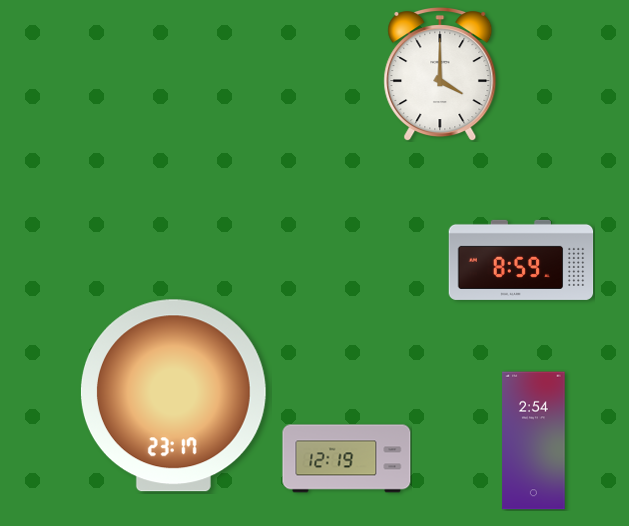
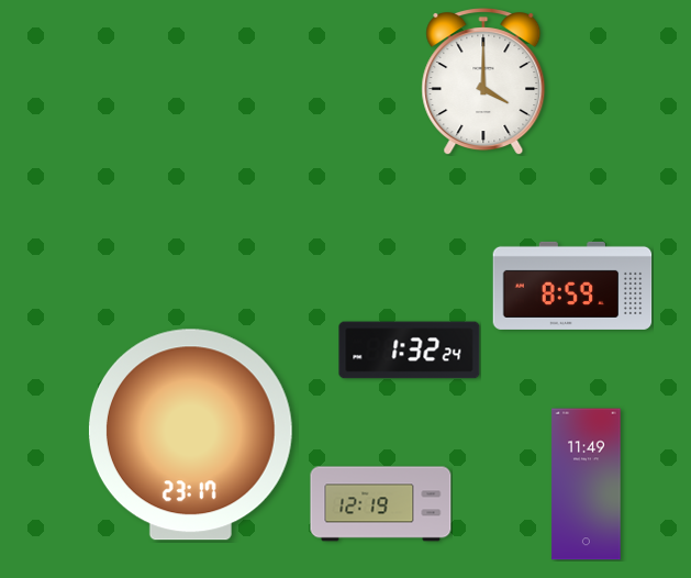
clock at (410, 351): none -> 1:32
clock at (534, 441): 2:54 -> 11:49
